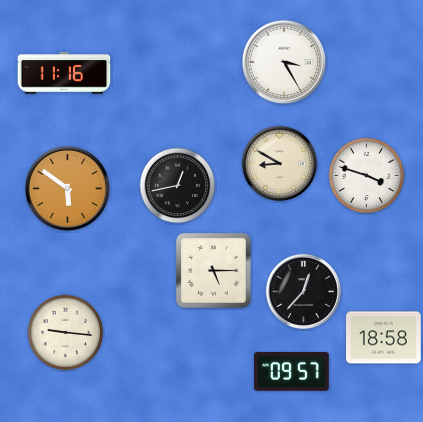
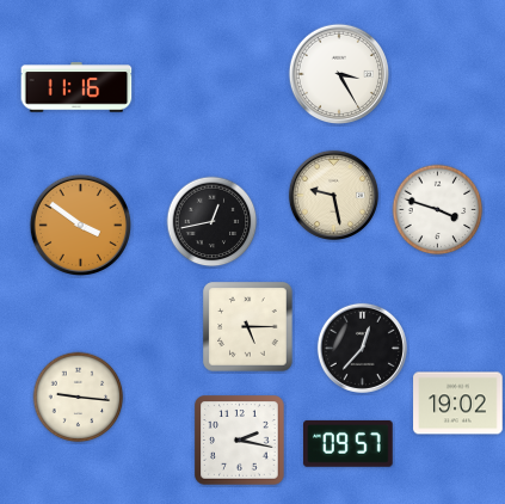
clock at (279, 163): 8:50 -> 9:28
clock at (67, 188): 5:51 -> 3:51
clock at (214, 271) position: (214, 271) -> (248, 327)
clock at (384, 338): 18:58 -> 19:02
clock at (240, 441): none -> 2:17
